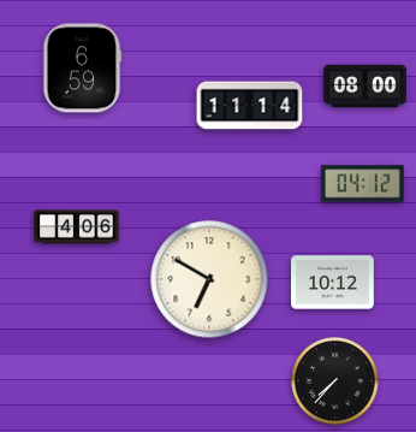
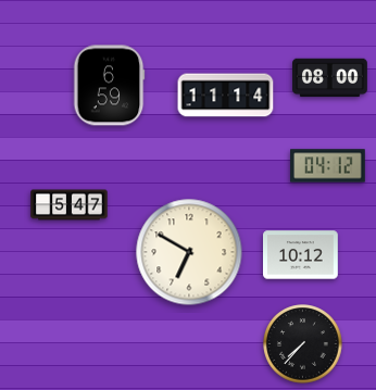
clock at (82, 69) position: (82, 69) -> (109, 86)
clock at (77, 227): 4:06 -> 5:47
